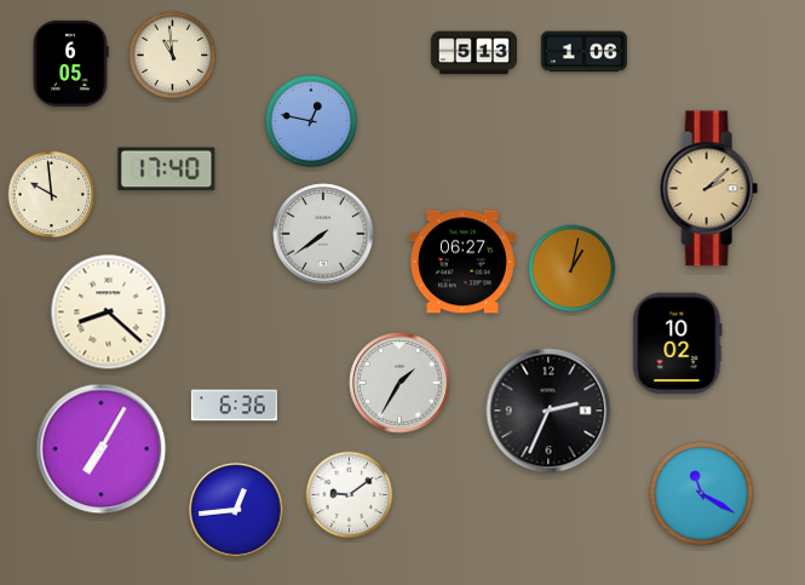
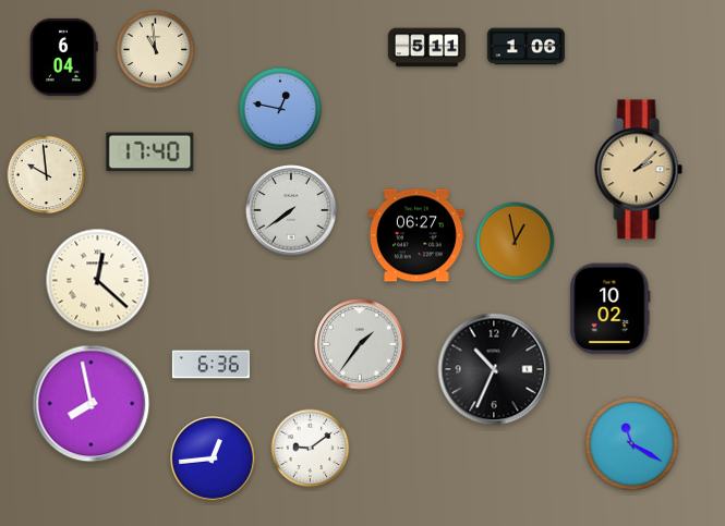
clock at (473, 53): 5:13 -> 5:11
clock at (71, 63): 6:05 -> 6:04
clock at (573, 269): 1:02 -> 12:58
clock at (109, 312): 8:22 -> 12:22
clock at (399, 383): 1:35 -> 1:36
clock at (548, 411): 2:34 -> 10:34
clock at (102, 449): 7:05 -> 7:58
clock at (350, 495) position: (350, 495) -> (311, 449)
